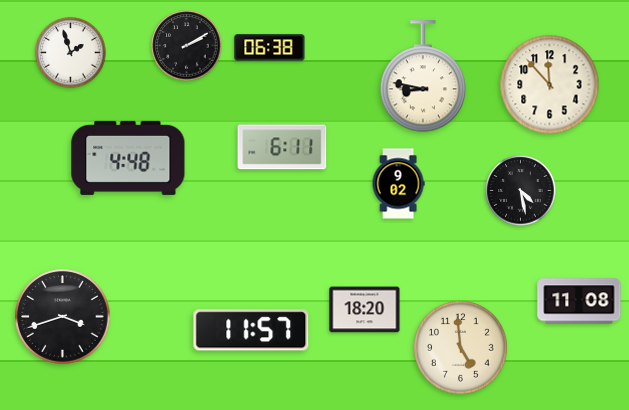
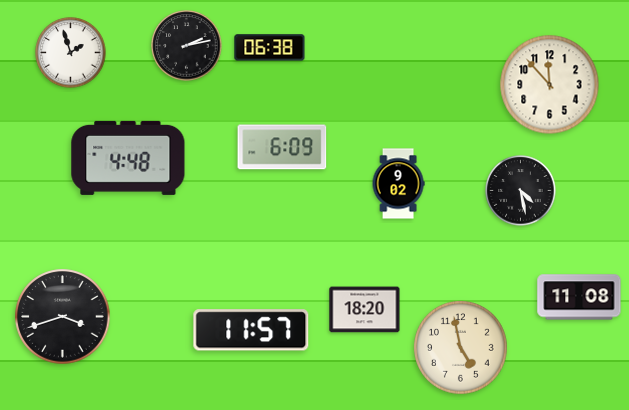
clock at (187, 46): 2:10 -> 2:13
clock at (423, 77): 8:47 -> none
clock at (282, 147): 6:11 -> 6:09
clock at (579, 301) position: (579, 301) -> (579, 297)
clock at (461, 348): 4:59 -> 4:58
